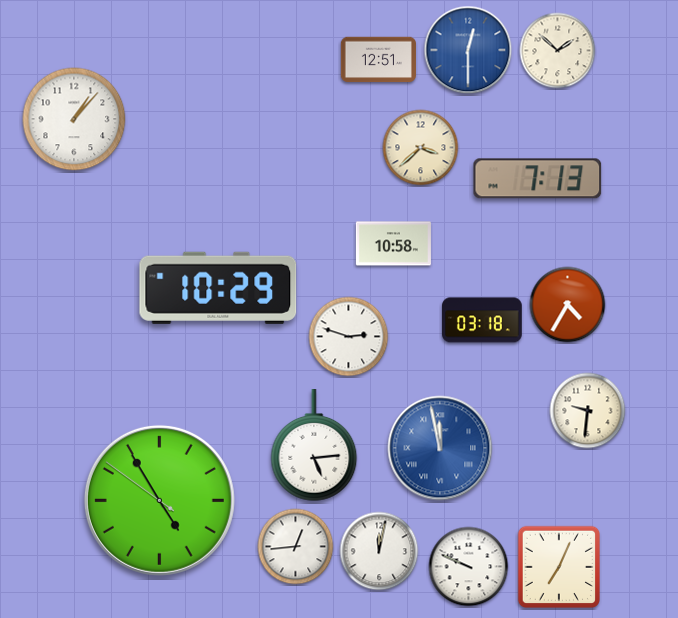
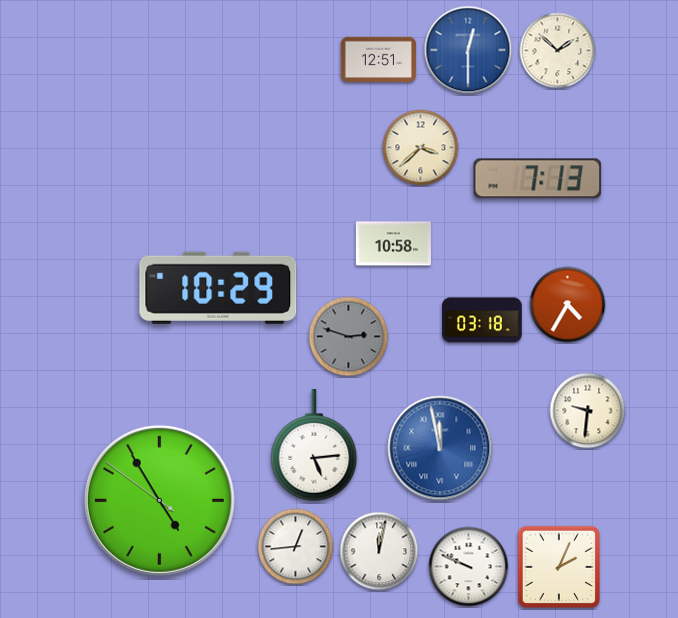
clock at (74, 119): 1:07 -> none
clock at (349, 337) dial: white -> grey
clock at (558, 566): 7:04 -> 2:04
